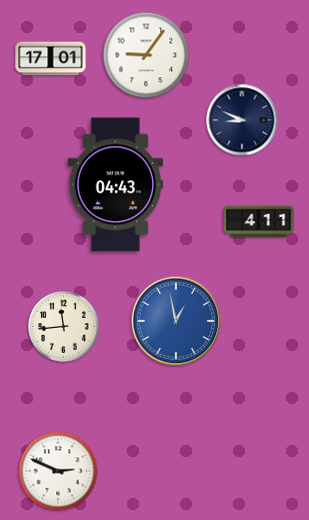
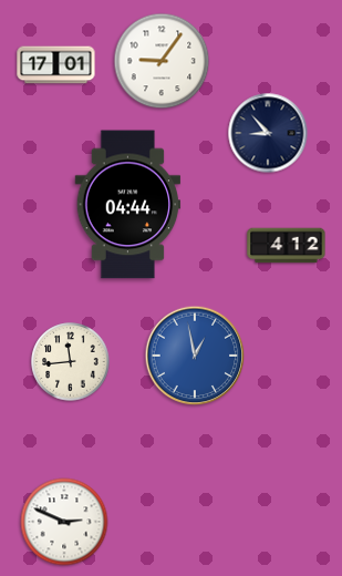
clock at (242, 120): 8:49 -> 8:53
clock at (116, 185): 04:43 -> 04:44
clock at (259, 222): 4:11 -> 4:12
